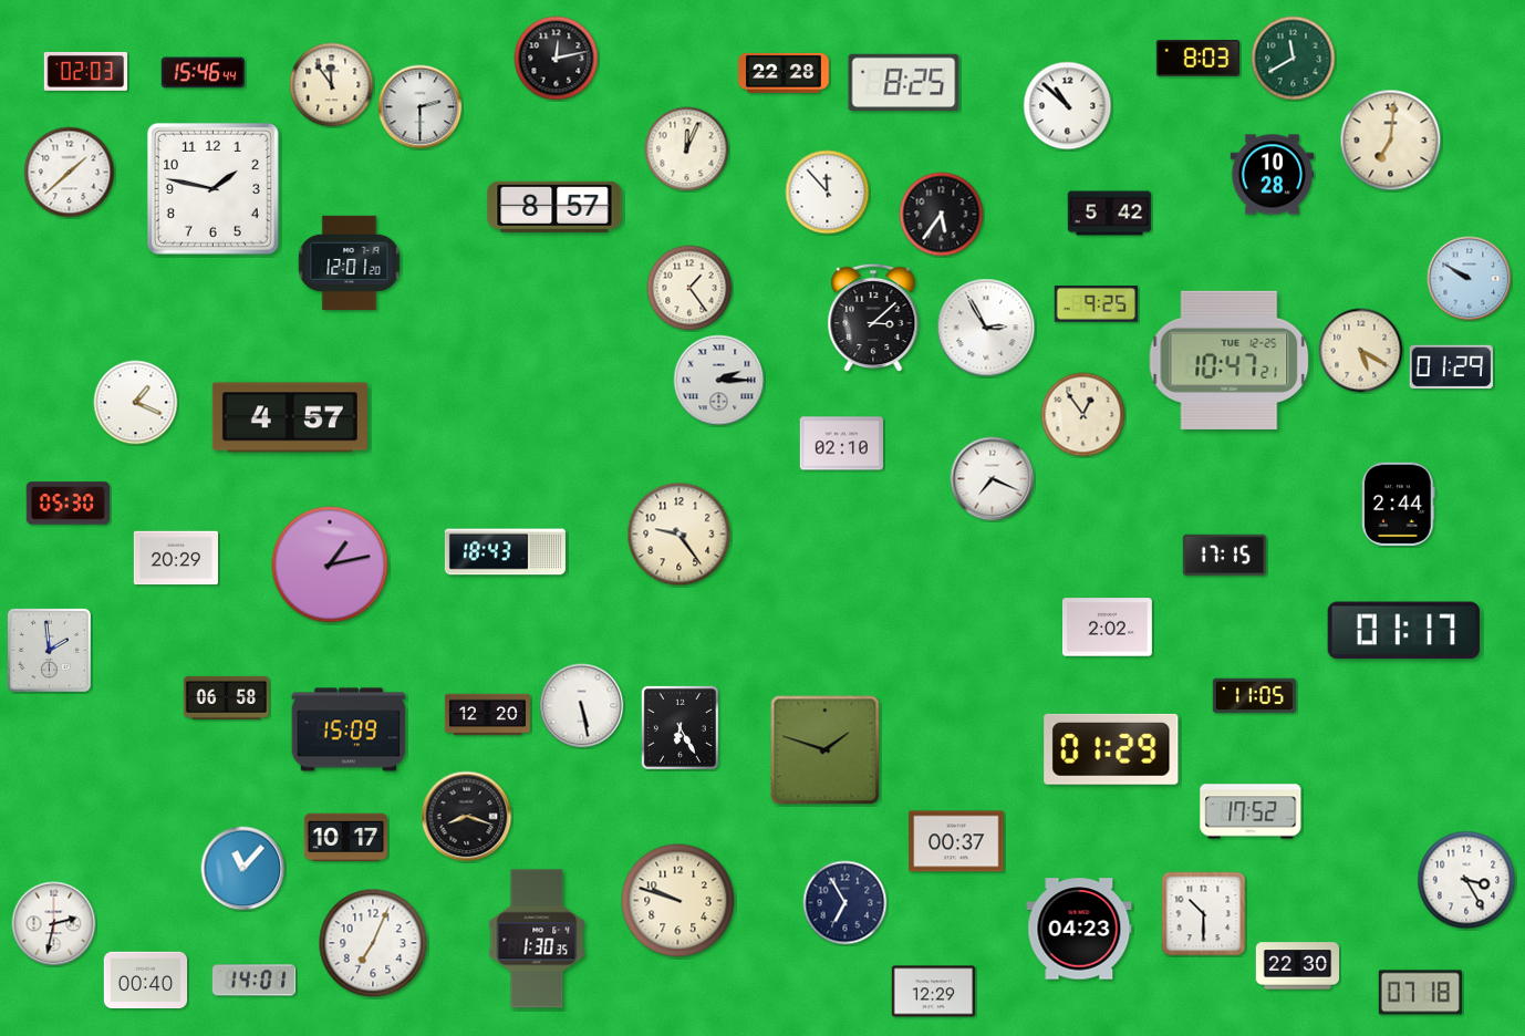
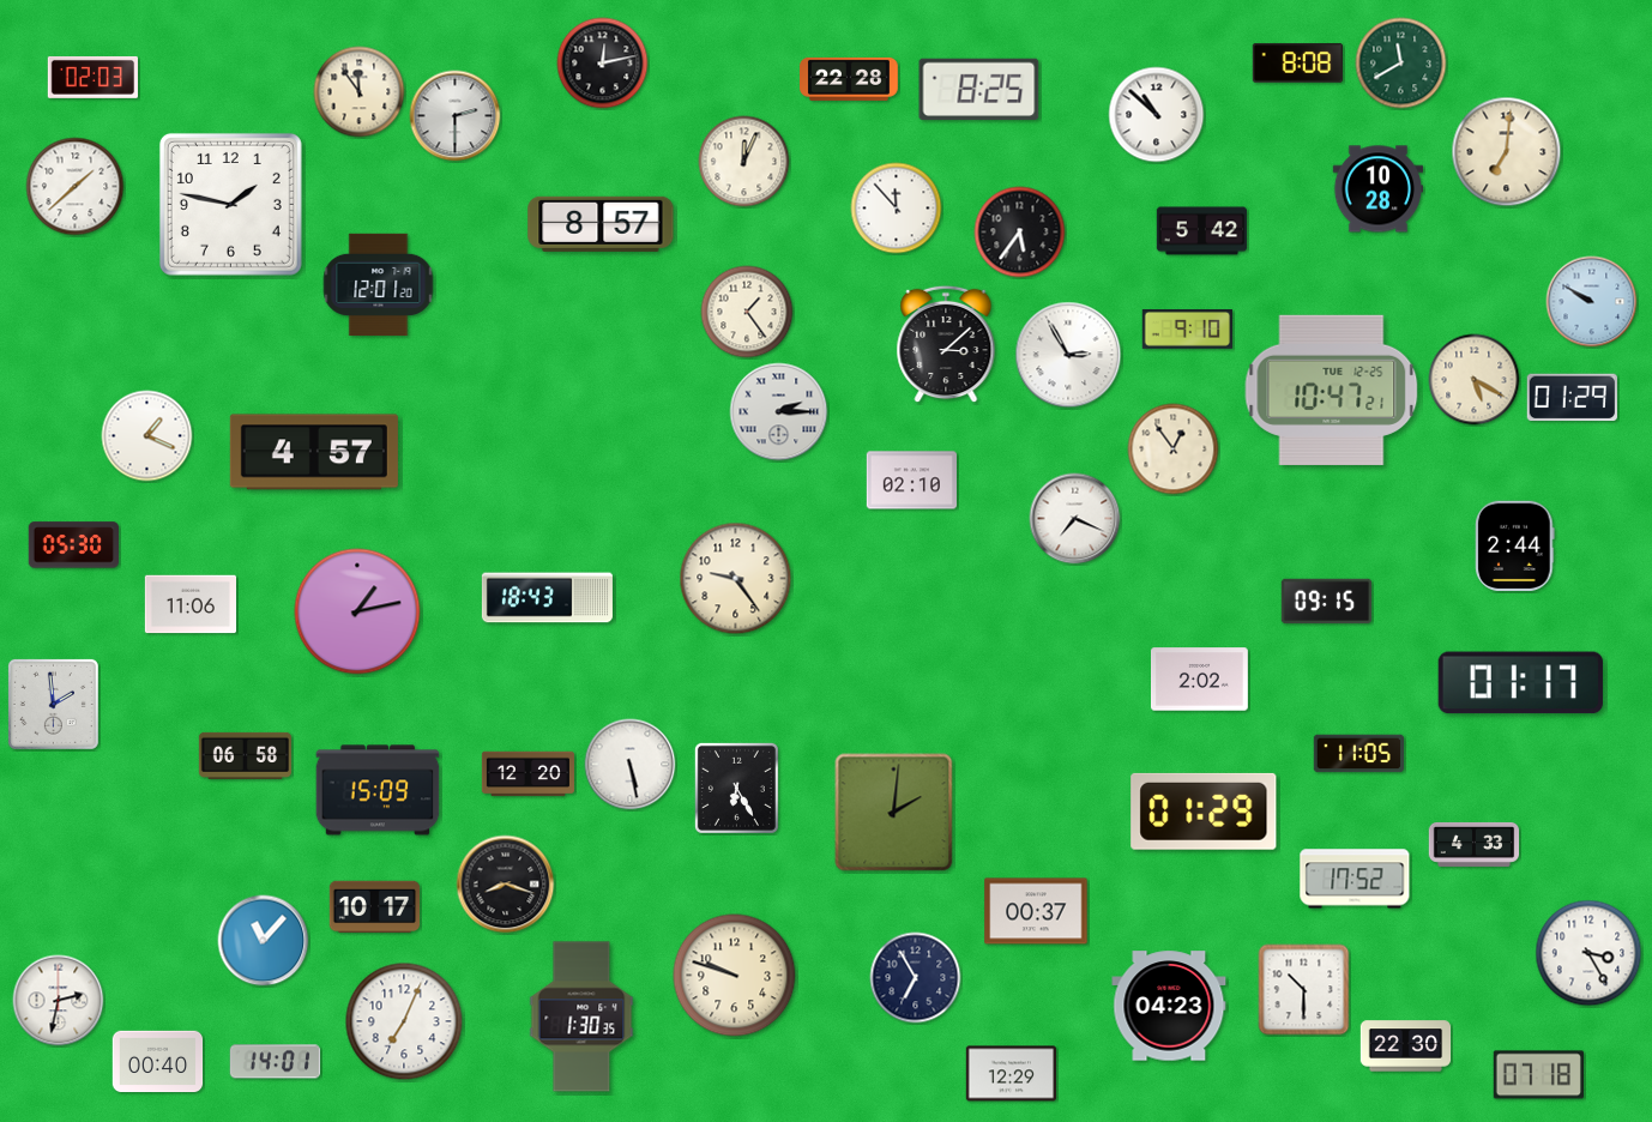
clock at (1199, 59): 8:03 -> 8:08
clock at (203, 73): 15:46 -> none
clock at (1096, 304): 9:25 -> 9:10
clock at (1225, 556): 17:15 -> 09:15
clock at (175, 558): 20:29 -> 11:06
clock at (826, 750): 1:48 -> 2:01
clock at (1475, 844): none -> 4:33
